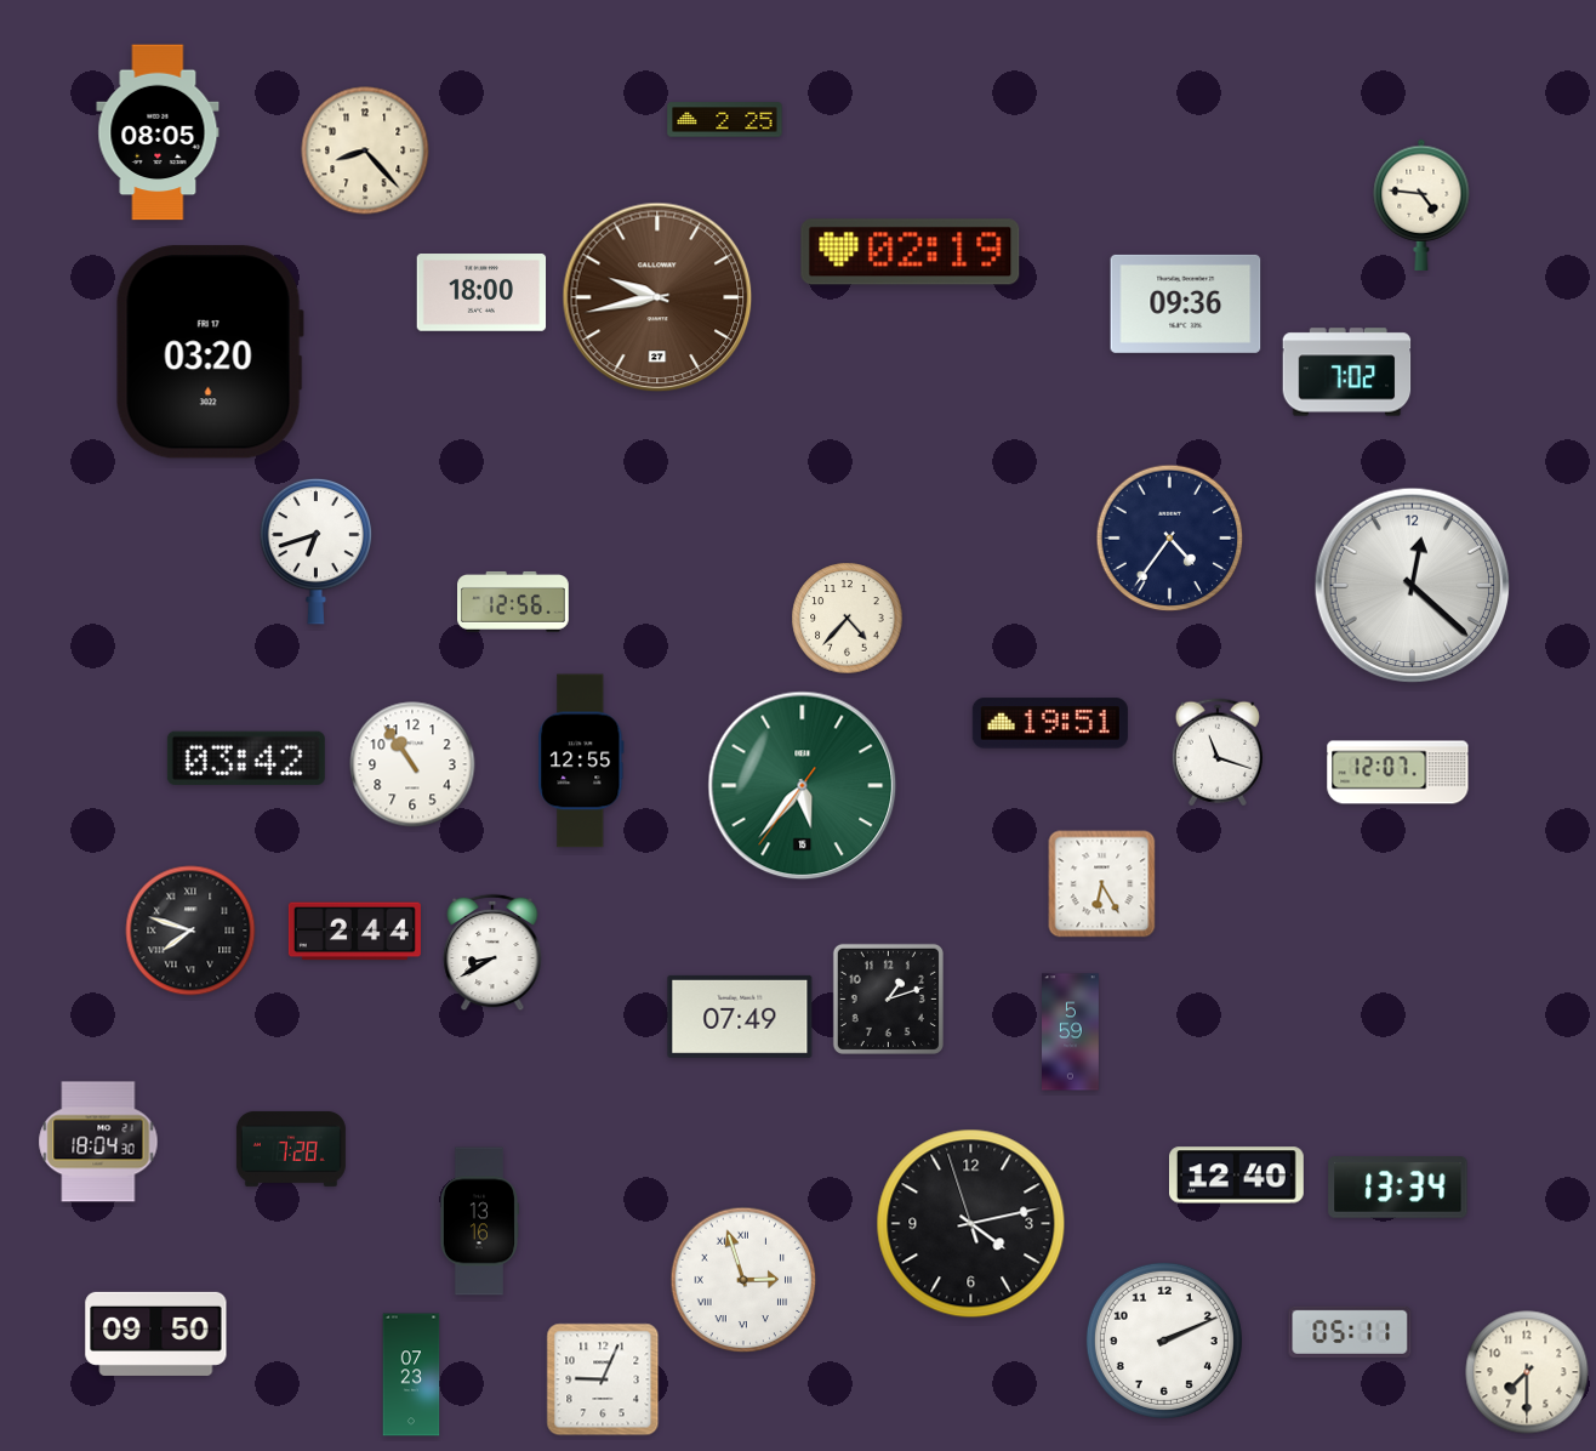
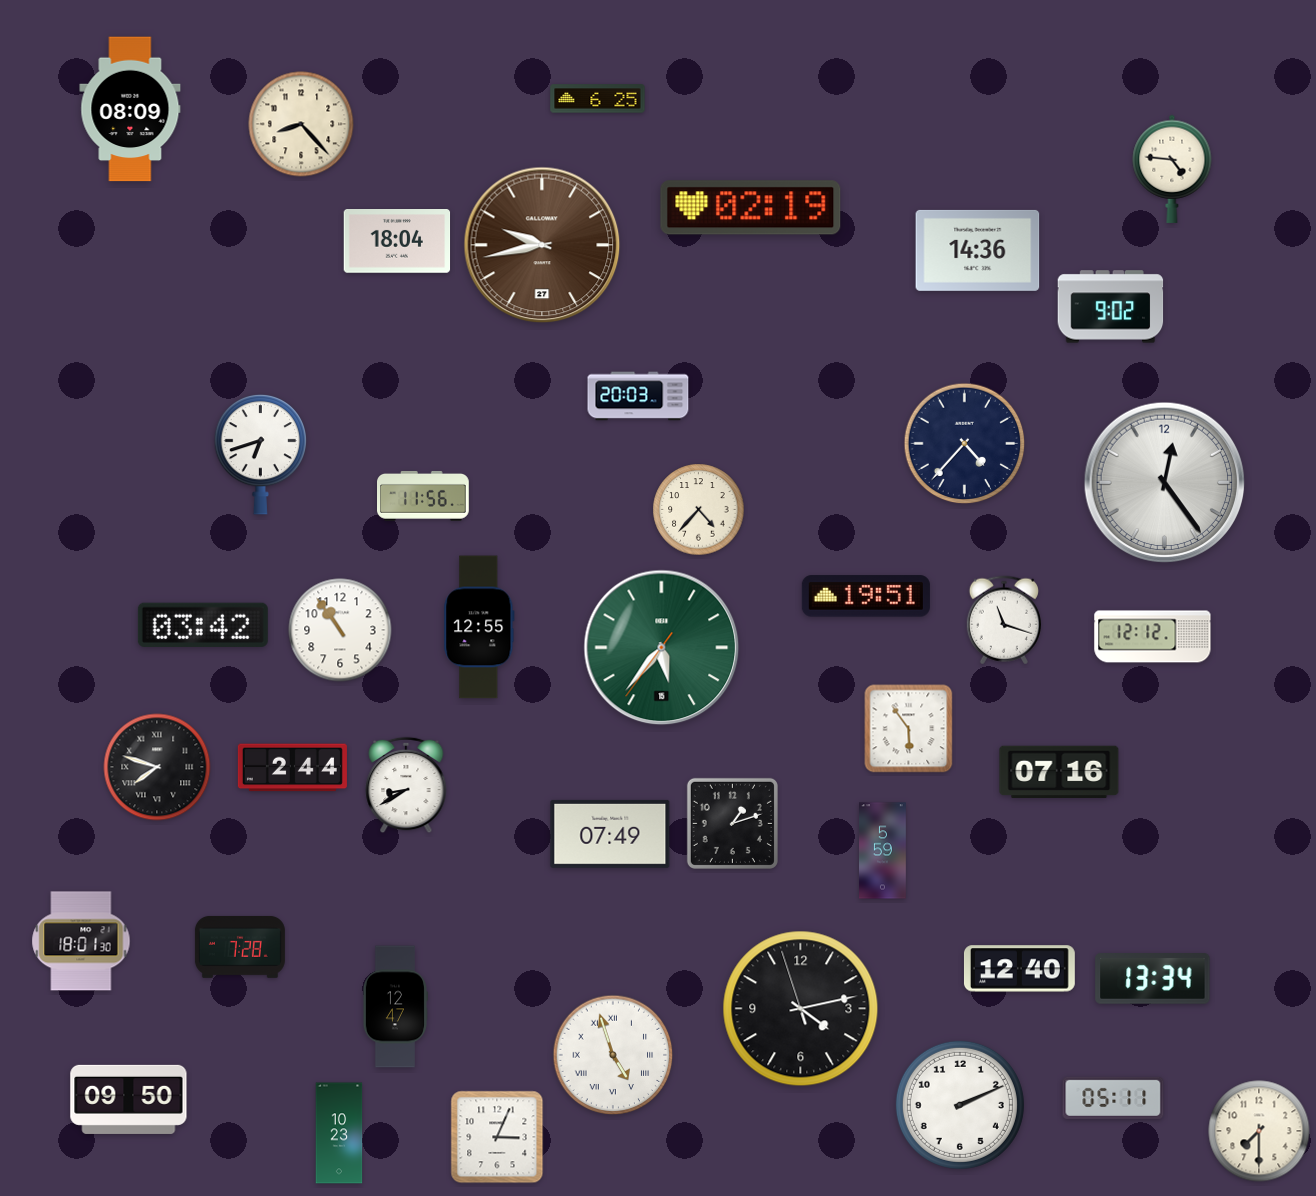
clock at (725, 120): 2:25 -> 6:25
clock at (158, 132): 08:05 -> 08:09
clock at (481, 294): 18:00 -> 18:04
clock at (1186, 303): 09:36 -> 14:36
clock at (210, 352): 03:20 -> none
clock at (1347, 372): 7:02 -> 9:02
clock at (638, 396): none -> 20:03
clock at (1170, 539): 4:36 -> 4:37
clock at (1413, 586): 12:22 -> 12:24
clock at (514, 602): 12:56 -> 11:56
clock at (1398, 773): 12:07 -> 12:12
clock at (1102, 884): 6:25 -> 5:54
clock at (1059, 772): none -> 07:16
clock at (740, 1017) position: (740, 1017) -> (610, 834)
clock at (98, 1142): 18:04 -> 18:01
clock at (479, 1222): 13:16 -> 12:47
clock at (743, 1280): 2:57 -> 4:57
clock at (411, 1375): 07:23 -> 10:23
clock at (603, 1379): 9:04 -> 3:04
